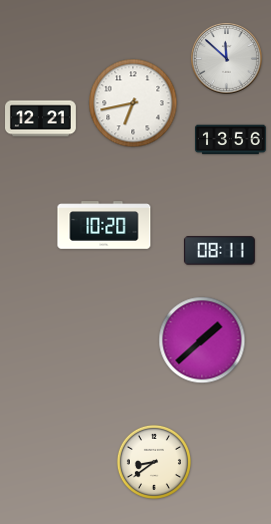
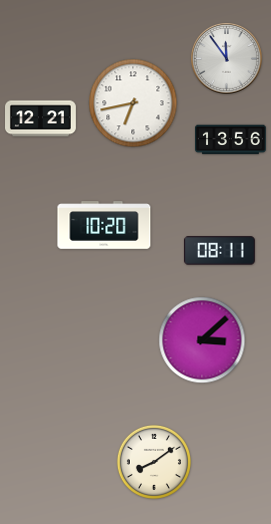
clock at (227, 59): 11:52 -> 11:54
clock at (202, 340): 1:38 -> 3:08
clock at (154, 462): 8:39 -> 8:09
